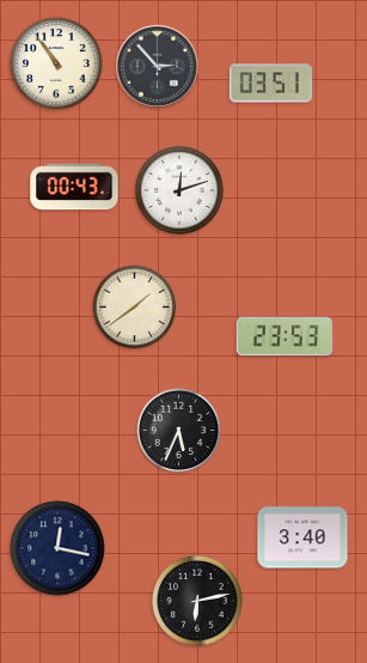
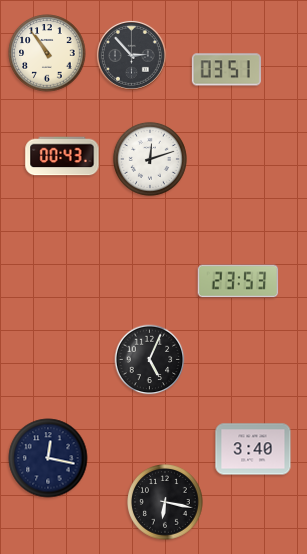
clock at (135, 308): 1:39 -> none
clock at (179, 431): 5:34 -> 5:04
clock at (198, 602): 6:13 -> 6:17
